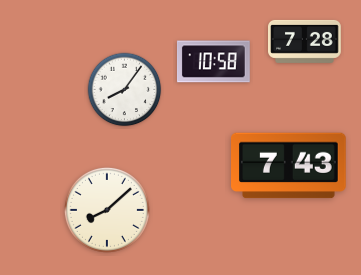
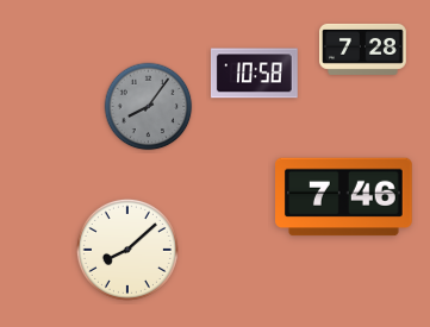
clock at (125, 90) dial: white -> grey
clock at (289, 166): 7:43 -> 7:46
